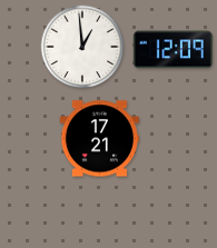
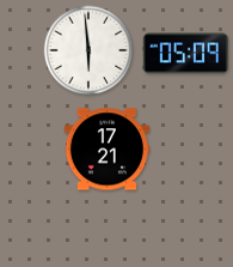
clock at (82, 47): 12:59 -> 5:59
clock at (172, 50): 12:09 -> 05:09
